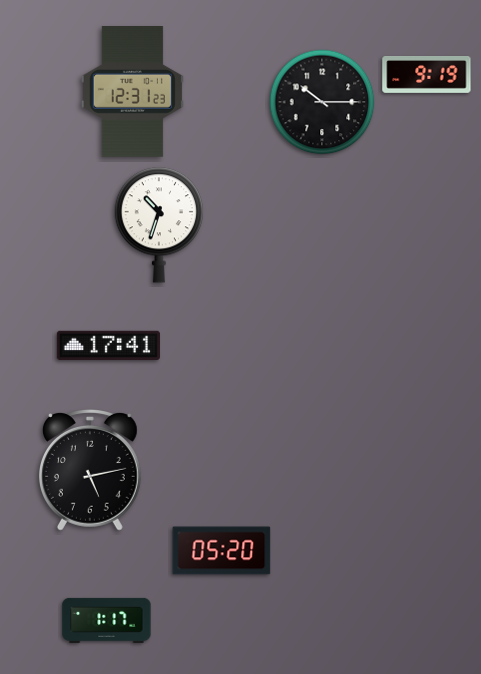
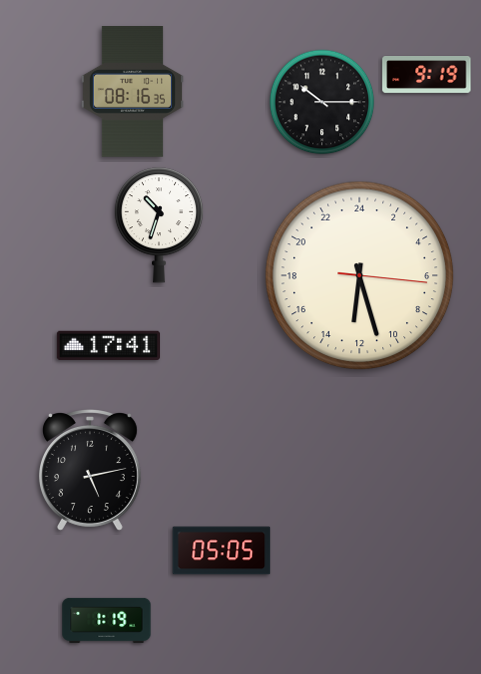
clock at (132, 92): 12:31 -> 08:16
clock at (360, 276): none -> 12:27
clock at (222, 551): 05:20 -> 05:05
clock at (107, 620): 1:17 -> 1:19
